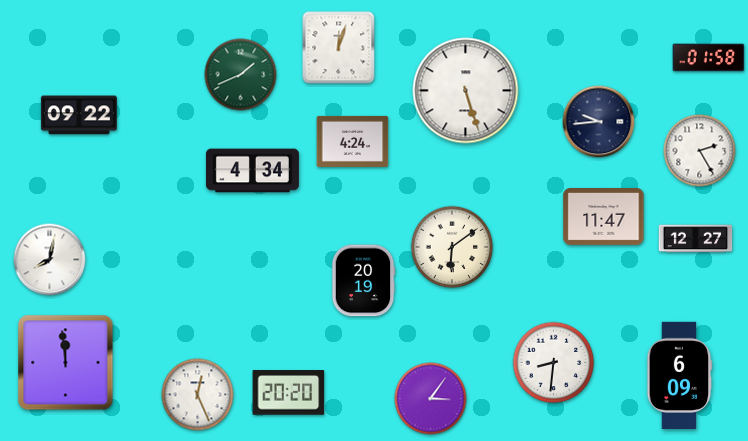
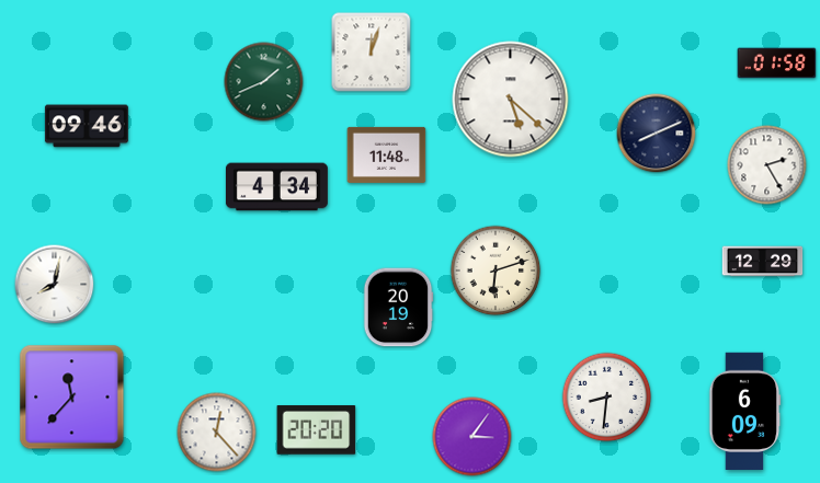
clock at (466, 91): 5:27 -> 5:22
clock at (79, 115): 09:22 -> 09:46
clock at (599, 122): 9:44 -> 8:11
clock at (353, 141): 4:24 -> 11:48
clock at (604, 217): 11:47 -> none
clock at (696, 239): 12:27 -> 12:29
clock at (452, 247): 6:09 -> 6:12
clock at (66, 363): 11:59 -> 11:37
clock at (198, 395): 12:26 -> 12:23
